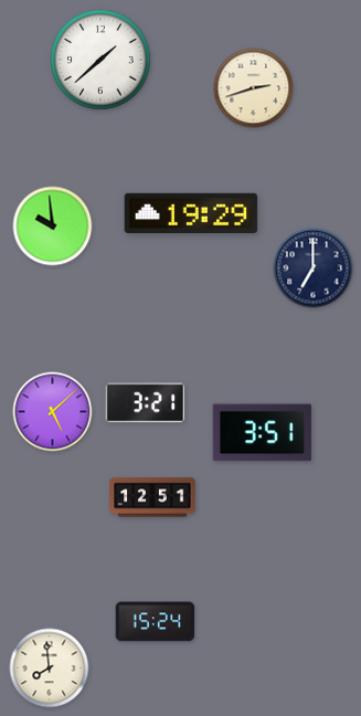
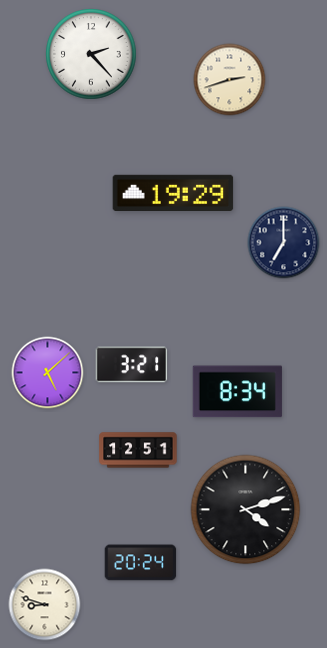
clock at (100, 60): 1:38 -> 2:23
clock at (53, 227): 9:59 -> none
clock at (262, 433): 3:51 -> 8:34
clock at (246, 510): none -> 4:12
clock at (156, 622): 15:24 -> 20:24
clock at (50, 668): 7:59 -> 8:48
